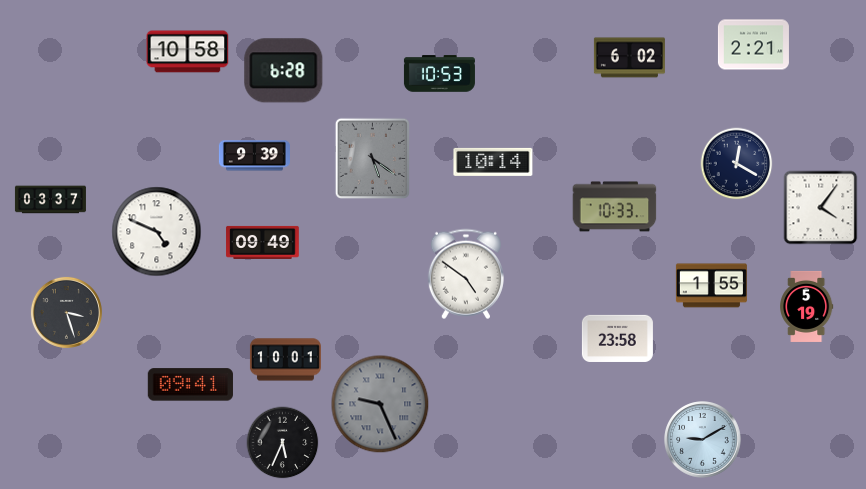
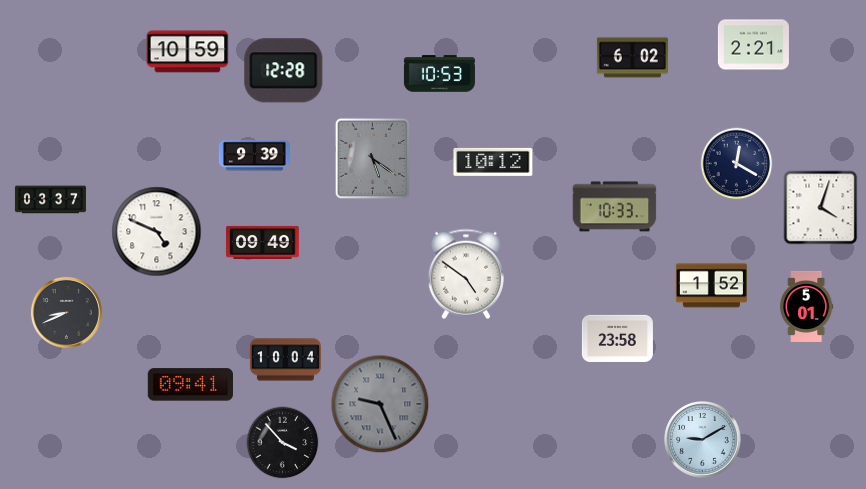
clock at (188, 52): 10:58 -> 10:59
clock at (629, 58) position: (629, 58) -> (632, 58)
clock at (284, 71): 6:28 -> 12:28
clock at (493, 162): 10:14 -> 10:12
clock at (821, 208): 4:06 -> 4:03
clock at (711, 286): 1:55 -> 1:52
clock at (807, 306): 5:19 -> 5:01
clock at (66, 312): 3:27 -> 8:41
clock at (285, 360): 10:01 -> 10:04
clock at (283, 443): 5:34 -> 3:53
